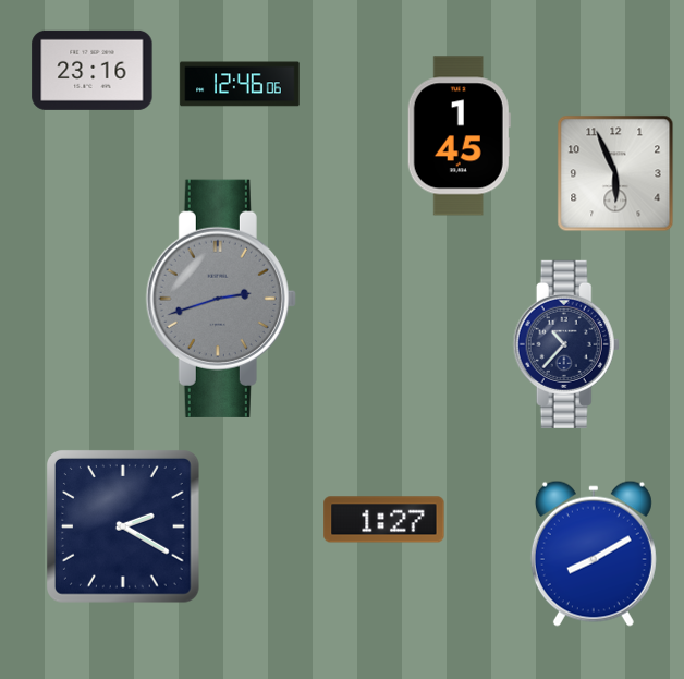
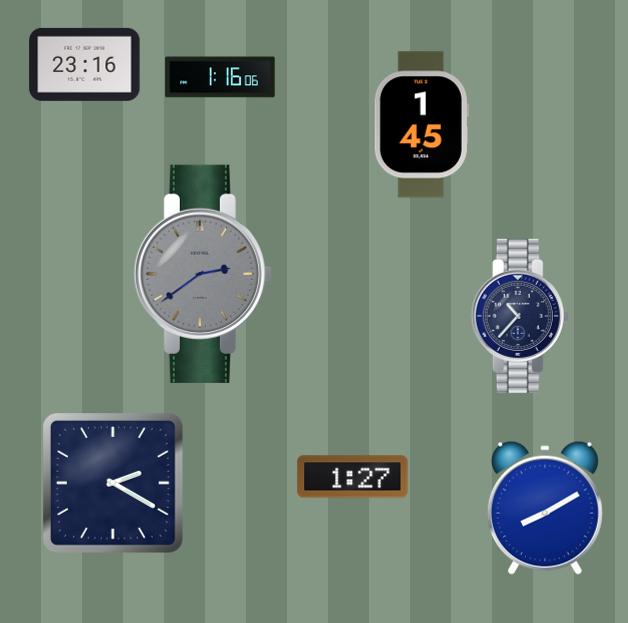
clock at (240, 84): 12:46 -> 1:16
clock at (615, 173): 5:56 -> none
clock at (221, 299): 2:42 -> 2:39
